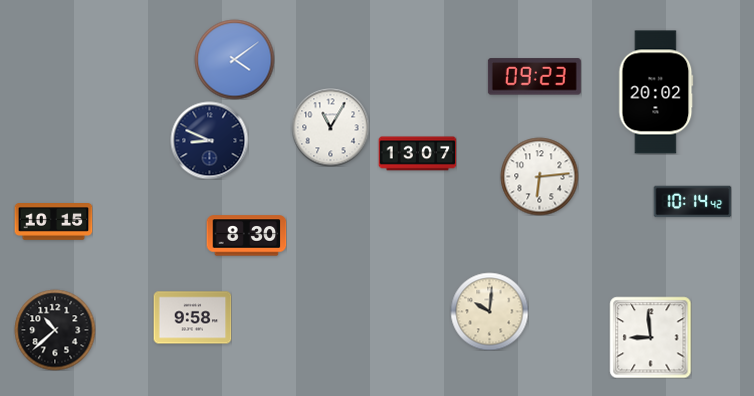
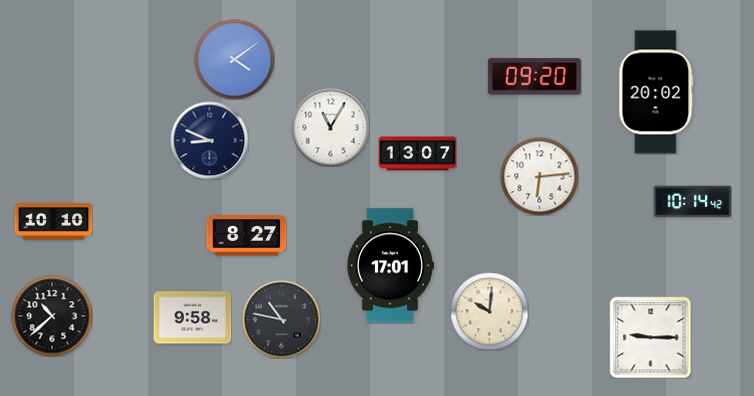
clock at (534, 77): 09:23 -> 09:20
clock at (53, 222): 10:15 -> 10:10
clock at (246, 236): 8:30 -> 8:27
clock at (390, 266): none -> 17:01
clock at (281, 319): none -> 10:47
clock at (55, 330) position: (55, 330) -> (52, 316)
clock at (650, 337): 8:59 -> 9:15
